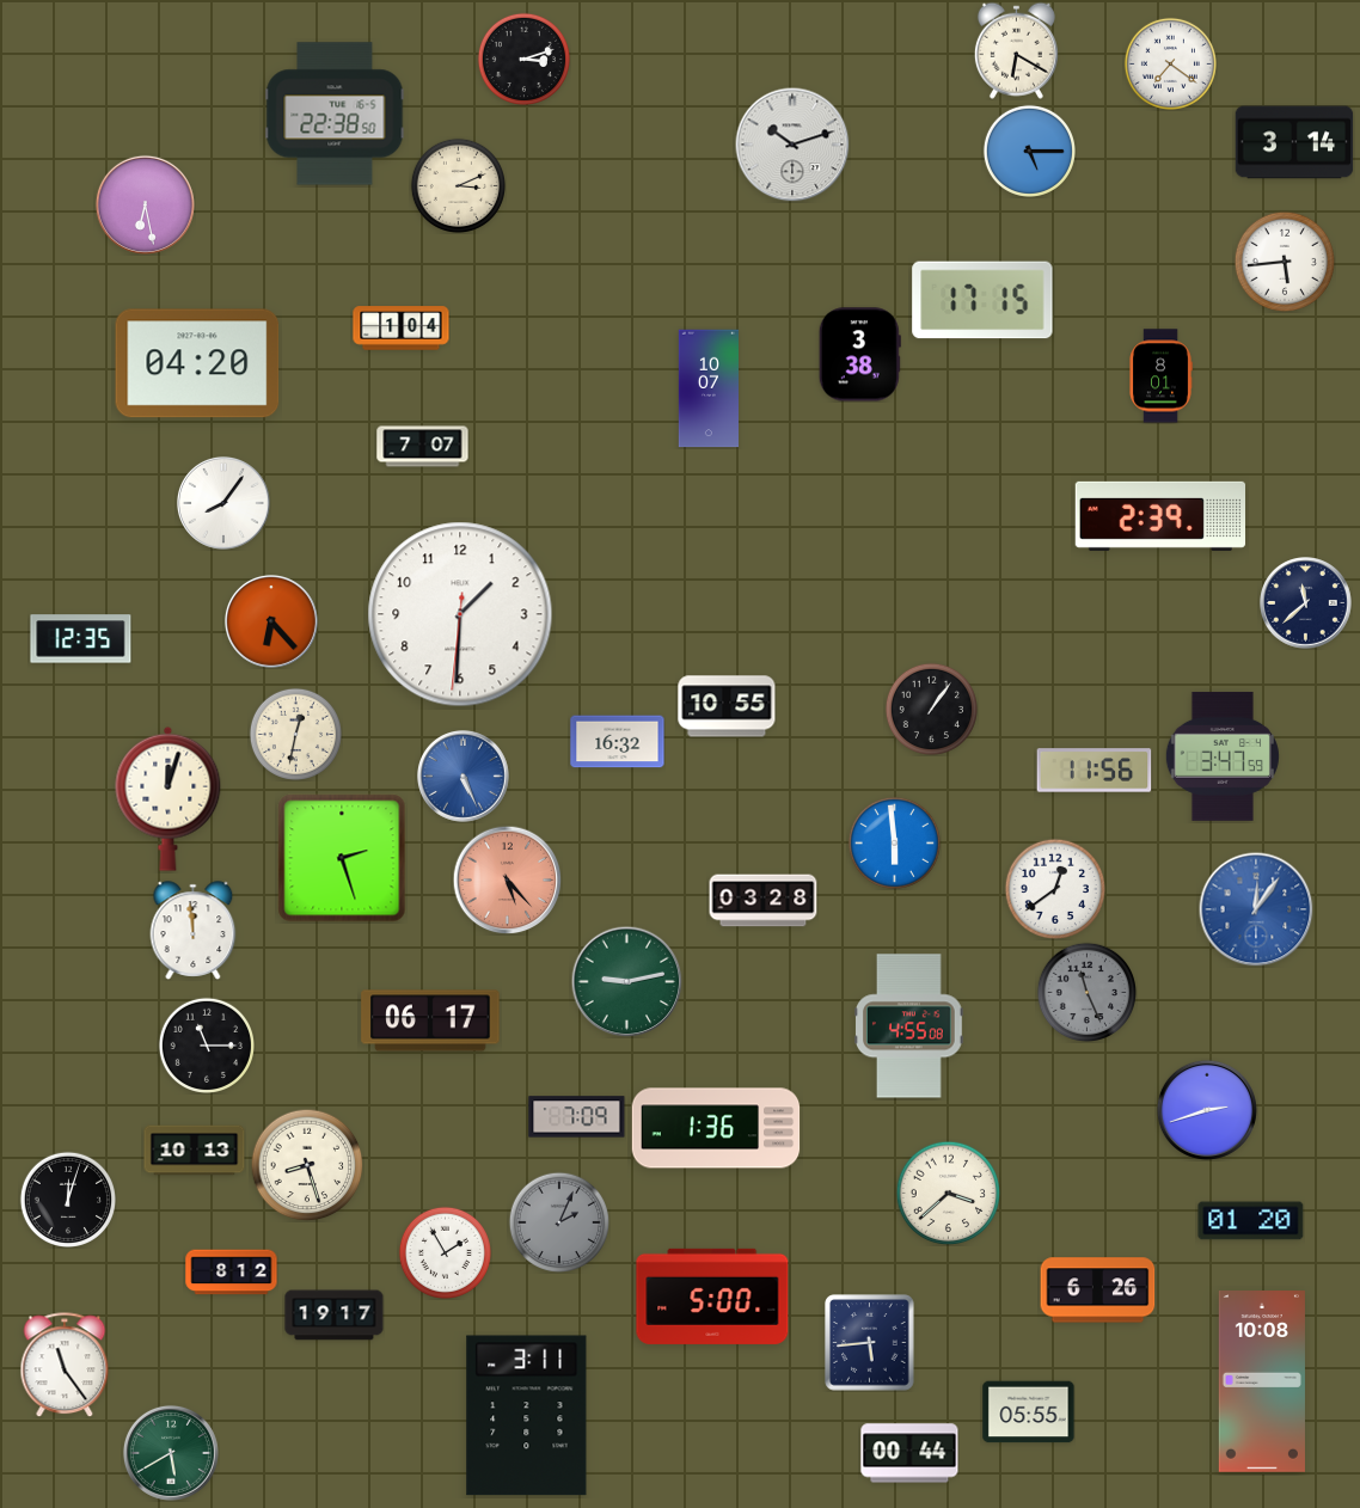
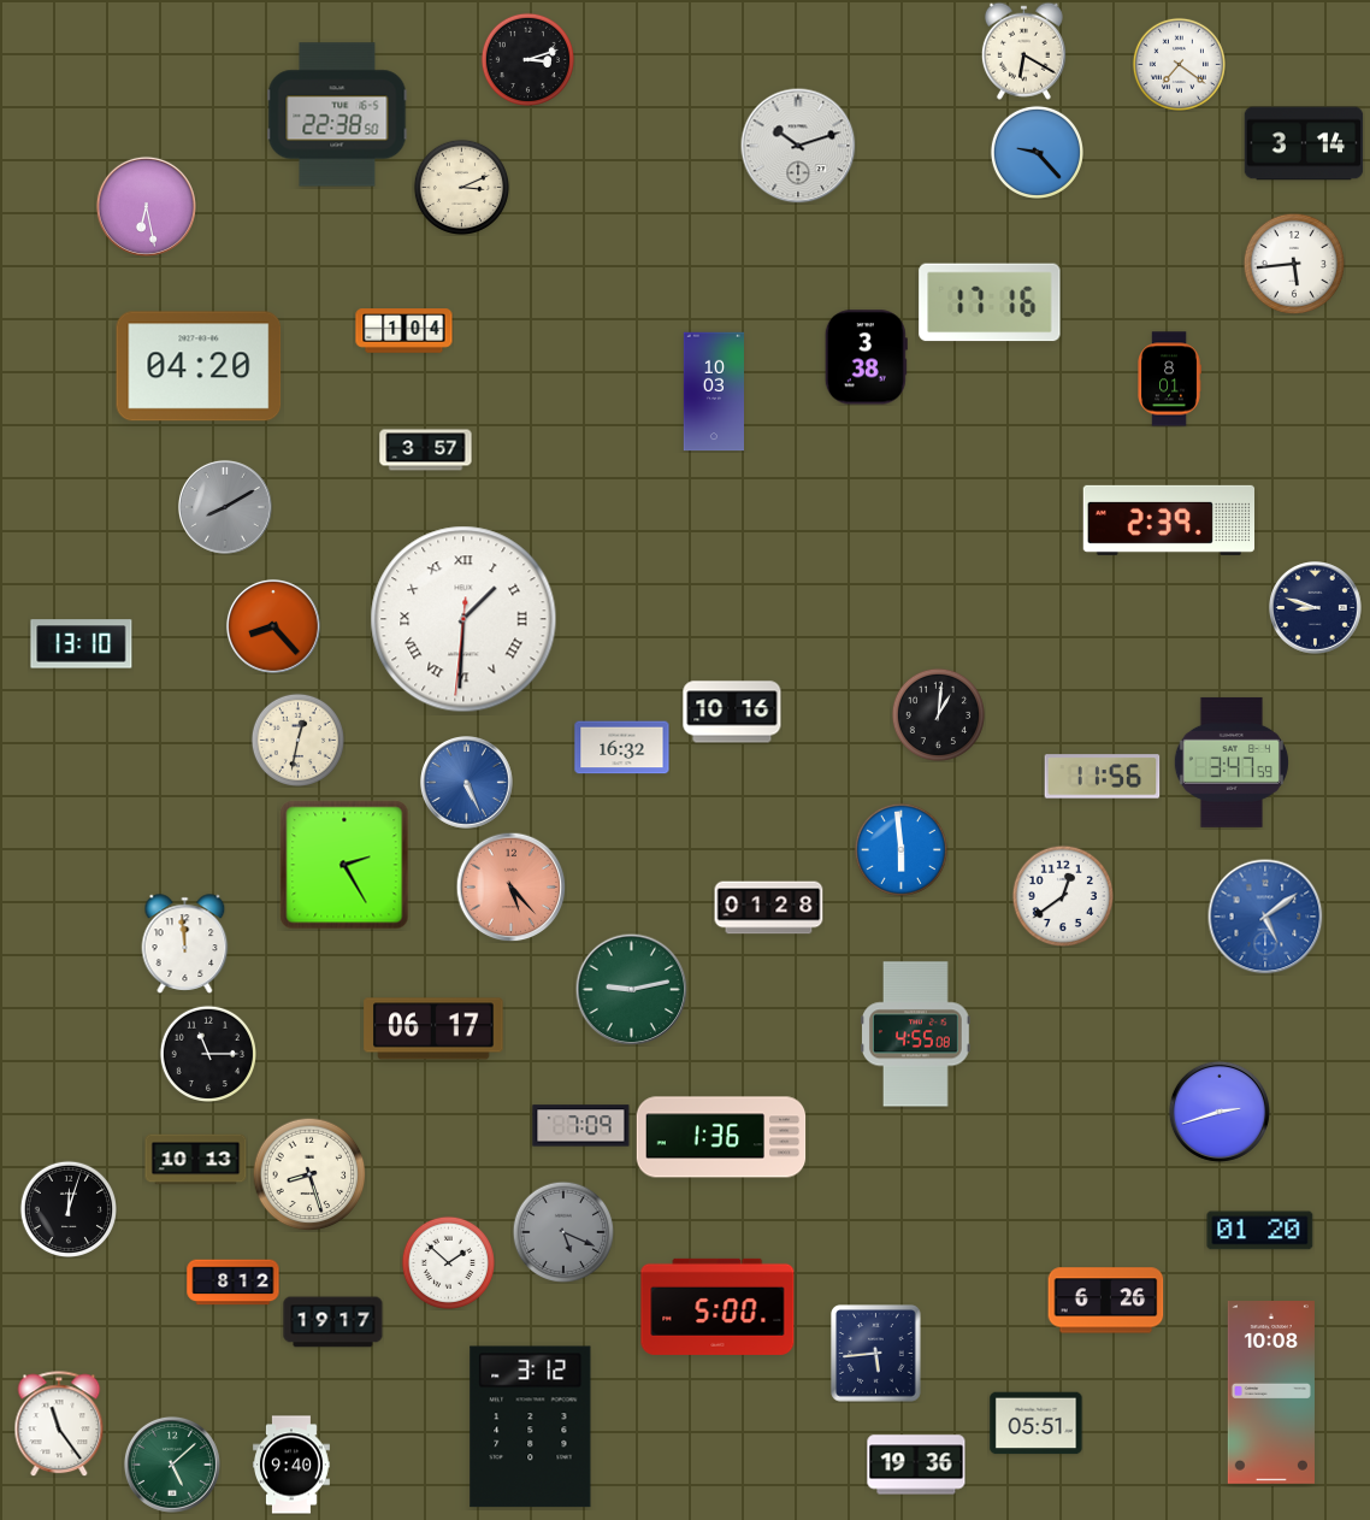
clock at (1029, 151): 5:15 -> 9:23
clock at (982, 300): 17:15 -> 17:16
clock at (707, 388): 10:07 -> 10:03
clock at (423, 447): 7:07 -> 3:57
clock at (223, 503): 8:06 -> 8:10
clock at (223, 503) dial: white -> grey
clock at (1306, 603): 11:38 -> 8:48
clock at (460, 614) numerals: Arabic -> Roman
clock at (271, 621): 6:23 -> 8:23
clock at (81, 639): 12:35 -> 13:10
clock at (727, 706): 10:55 -> 10:16
clock at (931, 709): 1:06 -> 1:01
clock at (169, 798): 12:03 -> none
clock at (342, 858): 2:27 -> 2:25
clock at (764, 901): 03:28 -> 01:28
clock at (1256, 909): 12:06 -> 5:09
clock at (194, 931) position: (194, 931) -> (185, 944)
clock at (1086, 992): 11:26 -> none
clock at (1207, 1110) position: (1207, 1110) -> (1220, 1112)
clock at (948, 1193): 3:38 -> none
clock at (559, 1222): 2:04 -> 5:19
clock at (445, 1252): 1:55 -> 1:52
clock at (335, 1316) position: (335, 1316) -> (333, 1322)
clock at (65, 1365) position: (65, 1365) -> (59, 1424)
clock at (1029, 1412): 05:55 -> 05:51
clock at (527, 1416): 3:11 -> 3:12
clock at (171, 1453): 5:40 -> 5:08
clock at (291, 1465): none -> 9:40
clock at (909, 1453): 00:44 -> 19:36
